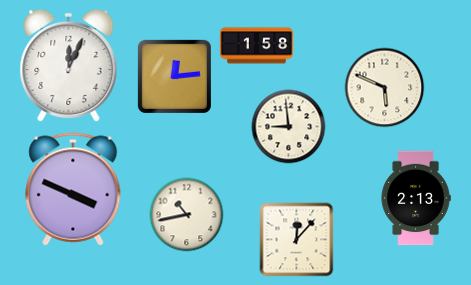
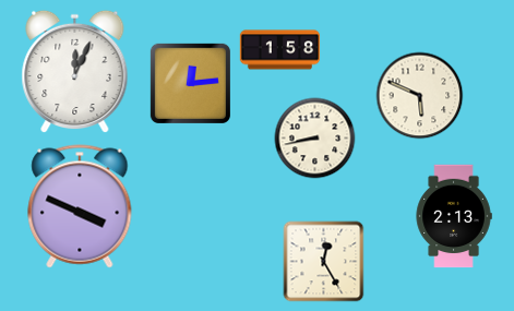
clock at (289, 127): 8:59 -> 8:43
clock at (187, 215): 10:43 -> none
clock at (297, 240): 12:07 -> 12:25
